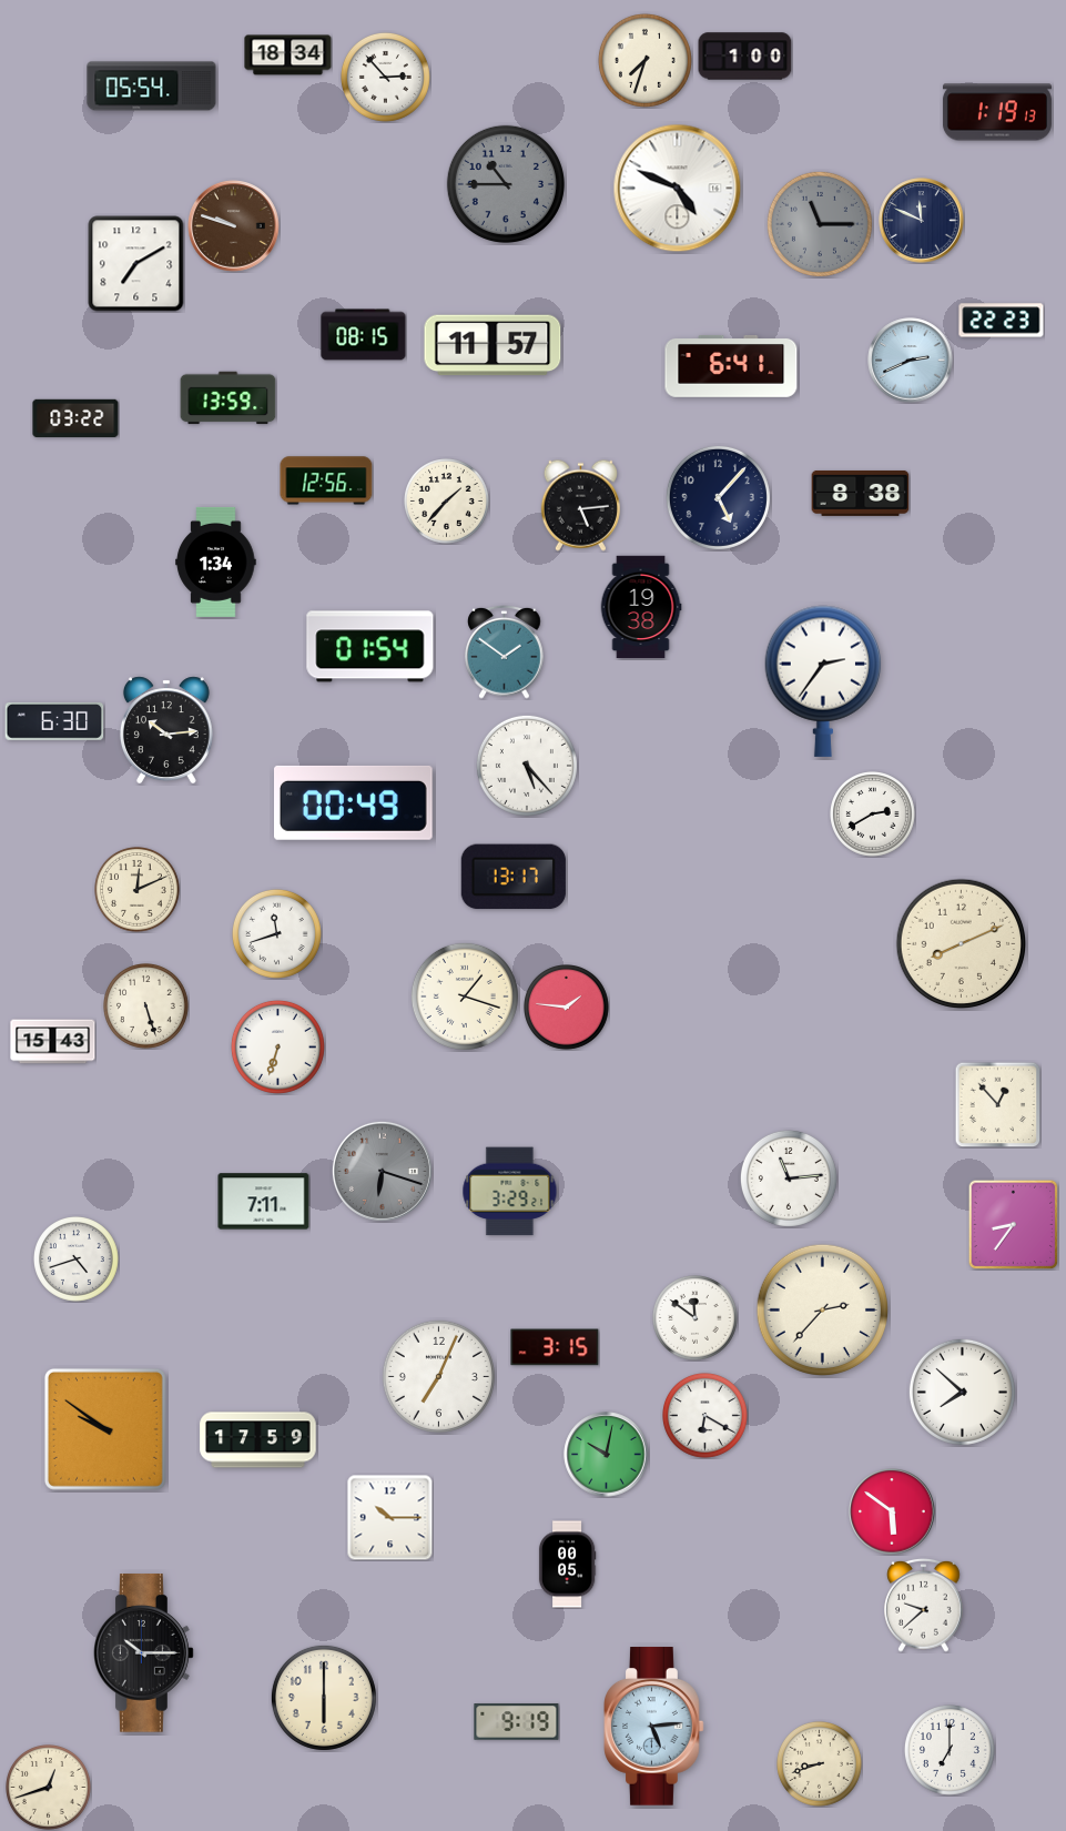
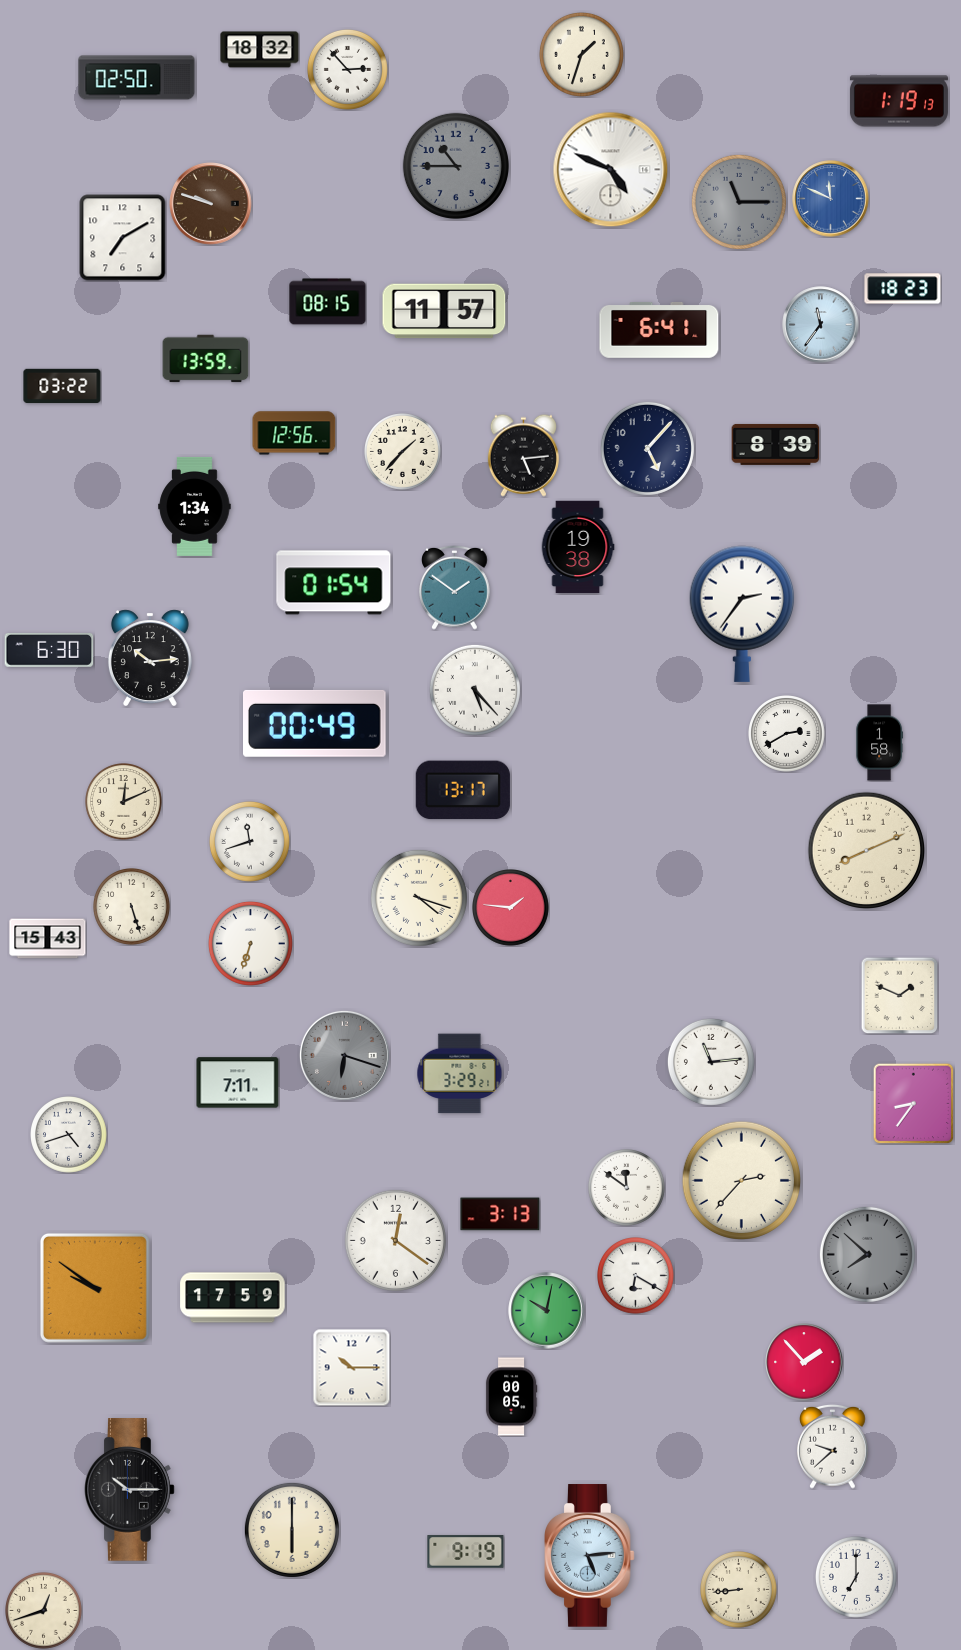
clock at (288, 55): 18:34 -> 18:32
clock at (745, 57): 1:00 -> none
clock at (644, 60): 7:33 -> 1:33
clock at (152, 87): 05:54 -> 02:50
clock at (922, 221) dial: navy -> blue
clock at (1002, 321): 22:23 -> 18:23
clock at (911, 361): 2:41 -> 11:36
clock at (75, 418) position: (75, 418) -> (62, 386)
clock at (861, 493): 8:38 -> 8:39
clock at (354, 802) position: (354, 802) -> (315, 723)
clock at (879, 743): none -> 1:58
clock at (465, 997): 1:18 -> 4:18
clock at (997, 1104): 12:53 -> 1:49
clock at (555, 1347): 3:15 -> 3:13
clock at (438, 1376): 7:04 -> 12:21
clock at (962, 1392) dial: white -> grey
clock at (892, 1511): 5:51 -> 1:53
clock at (567, 1565) position: (567, 1565) -> (511, 1397)
clock at (820, 1764): 8:42 -> 8:44
